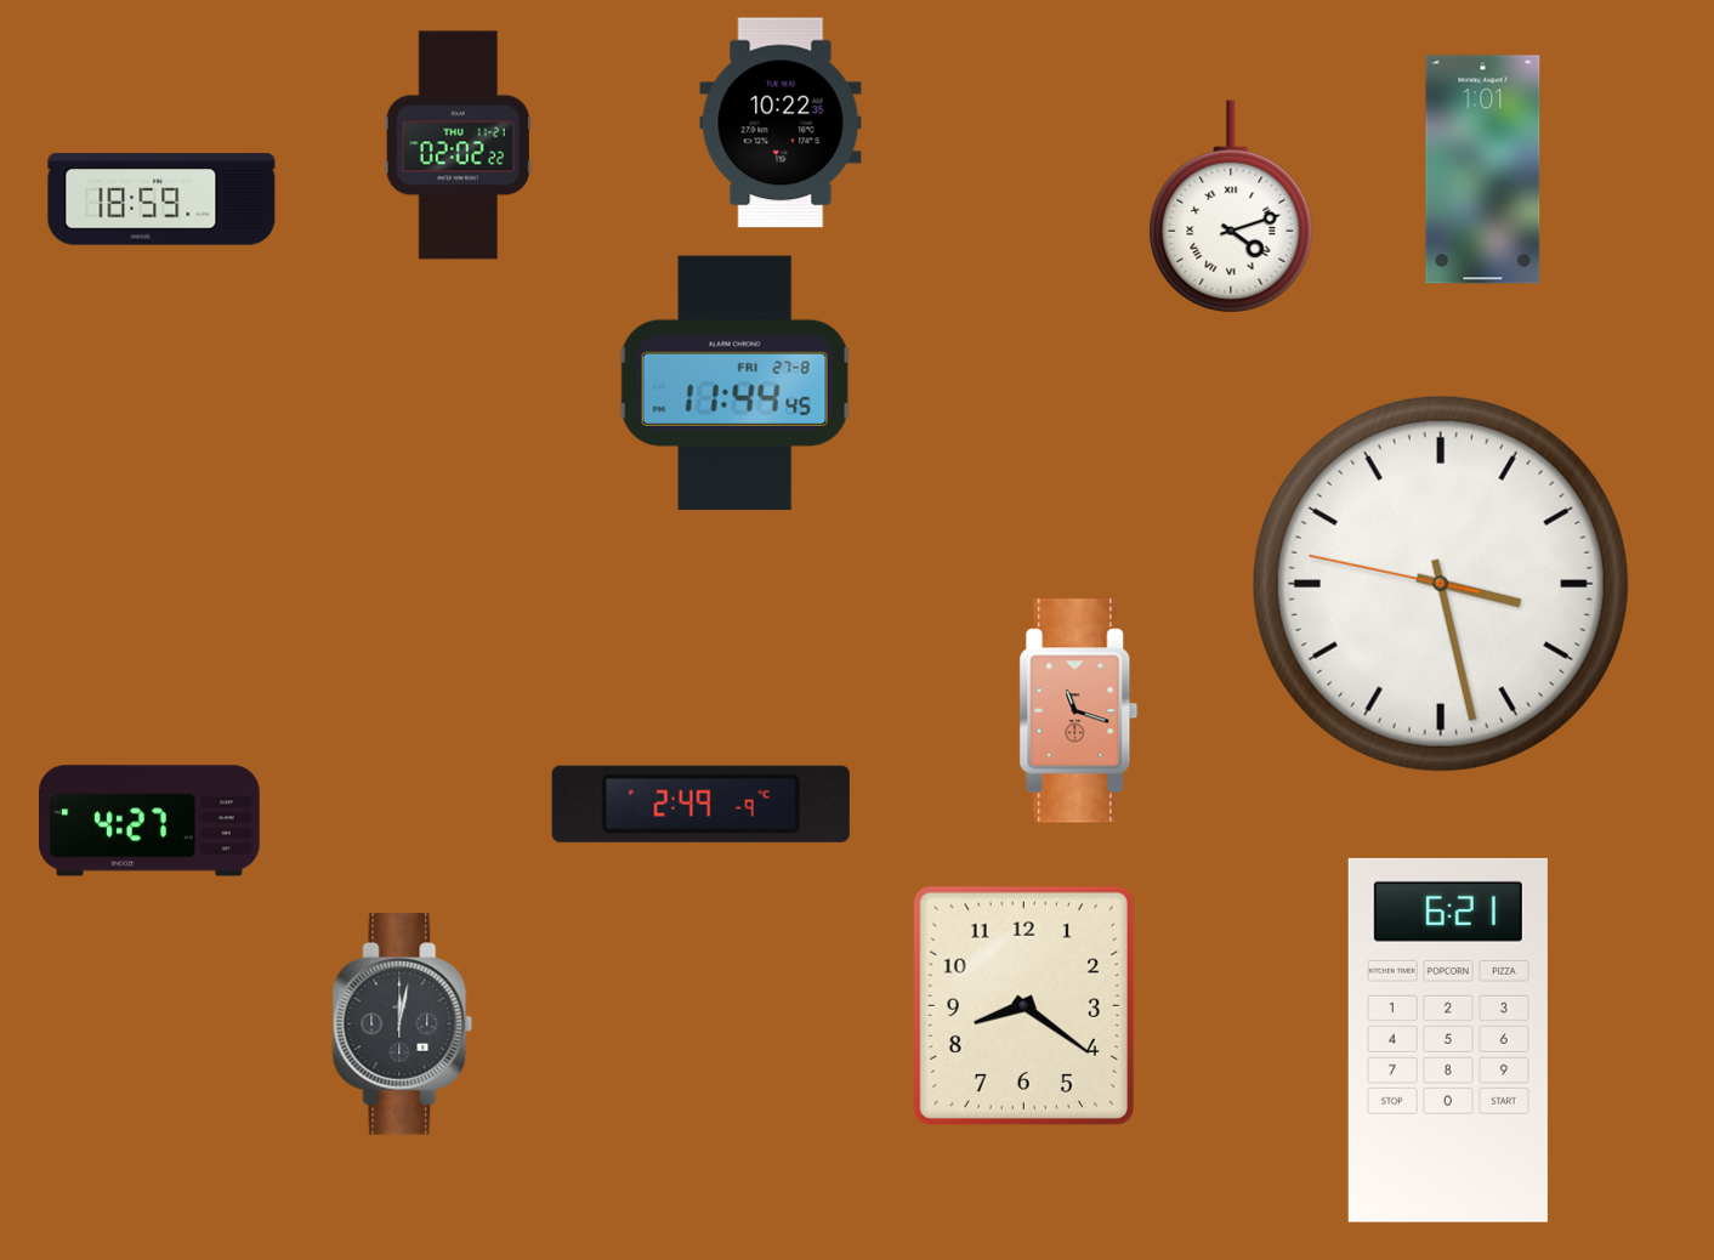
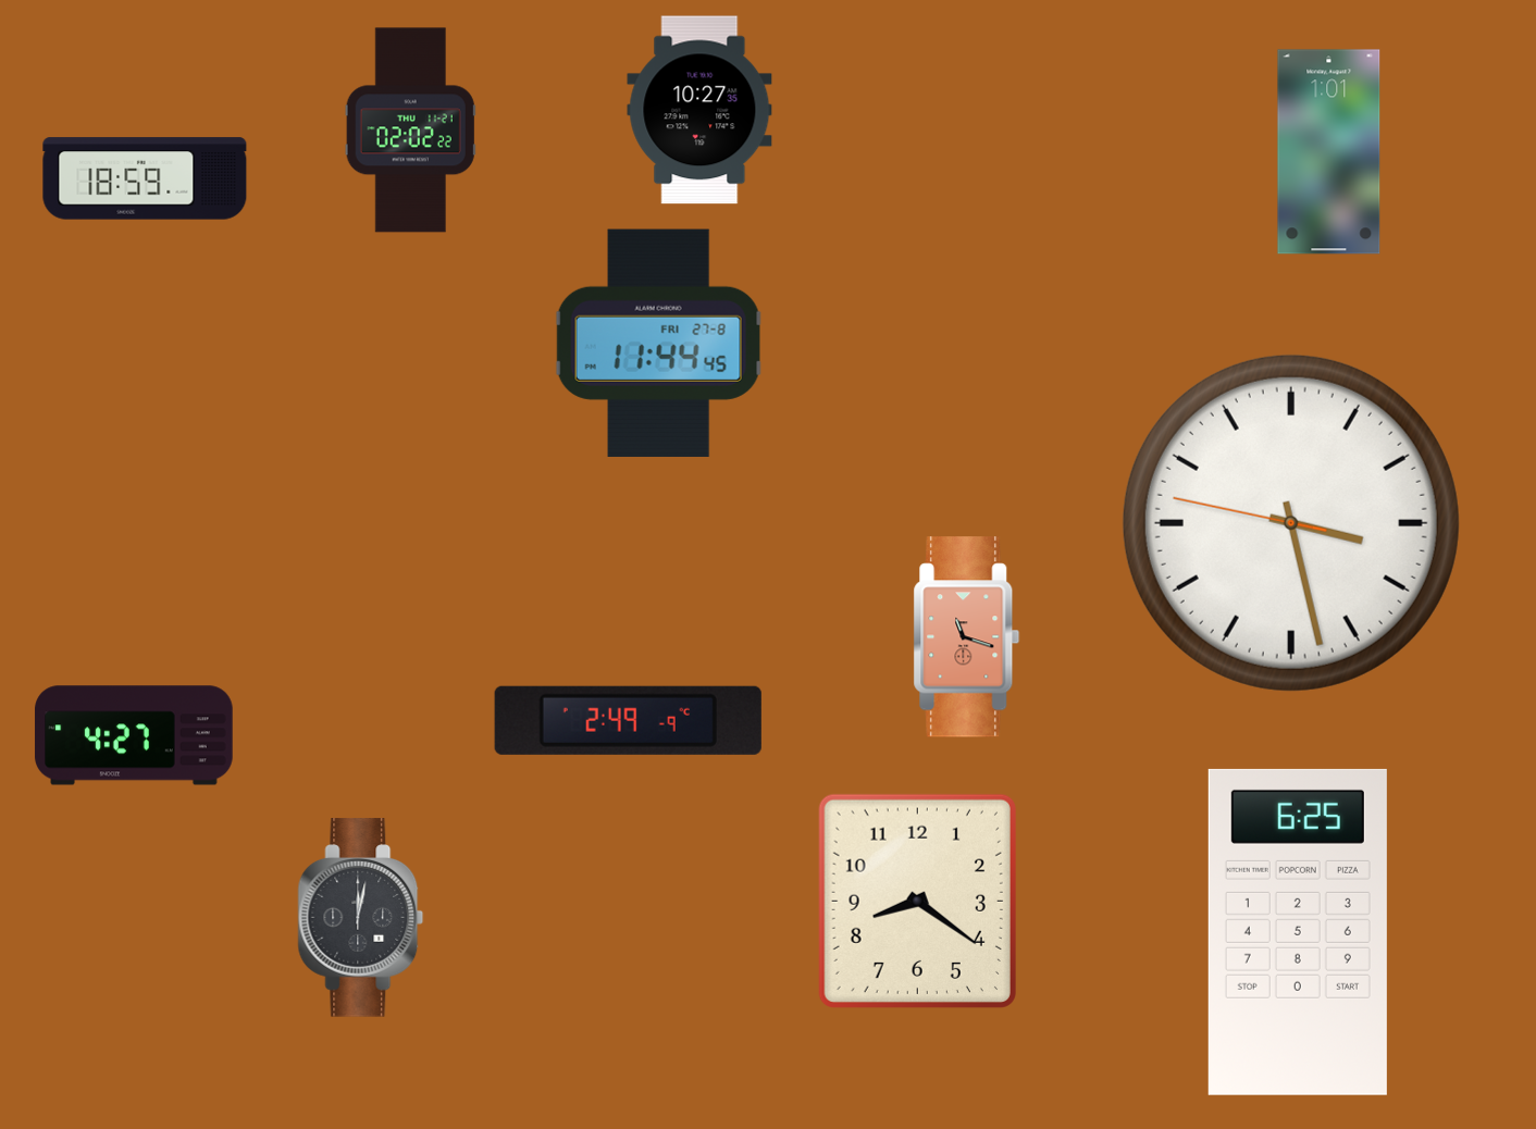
clock at (781, 123): 10:22 -> 10:27
clock at (1231, 206): 4:12 -> none
clock at (1448, 1040): 6:21 -> 6:25
